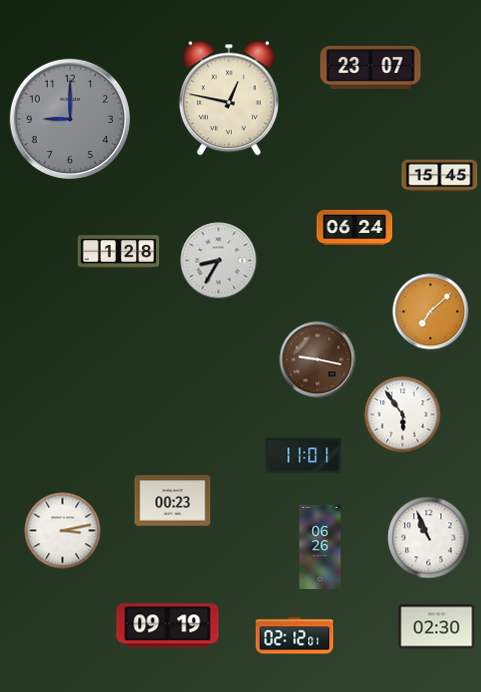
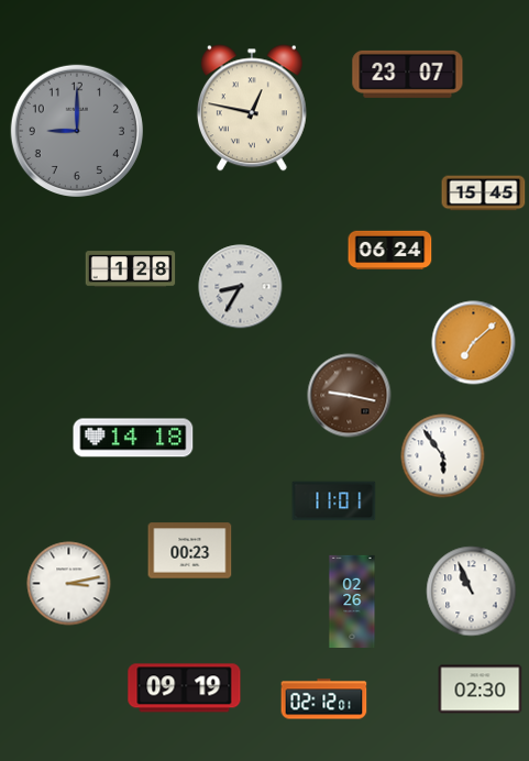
clock at (119, 252) position: (119, 252) -> (131, 269)
clock at (133, 438): none -> 14:18
clock at (320, 546): 06:26 -> 02:26
